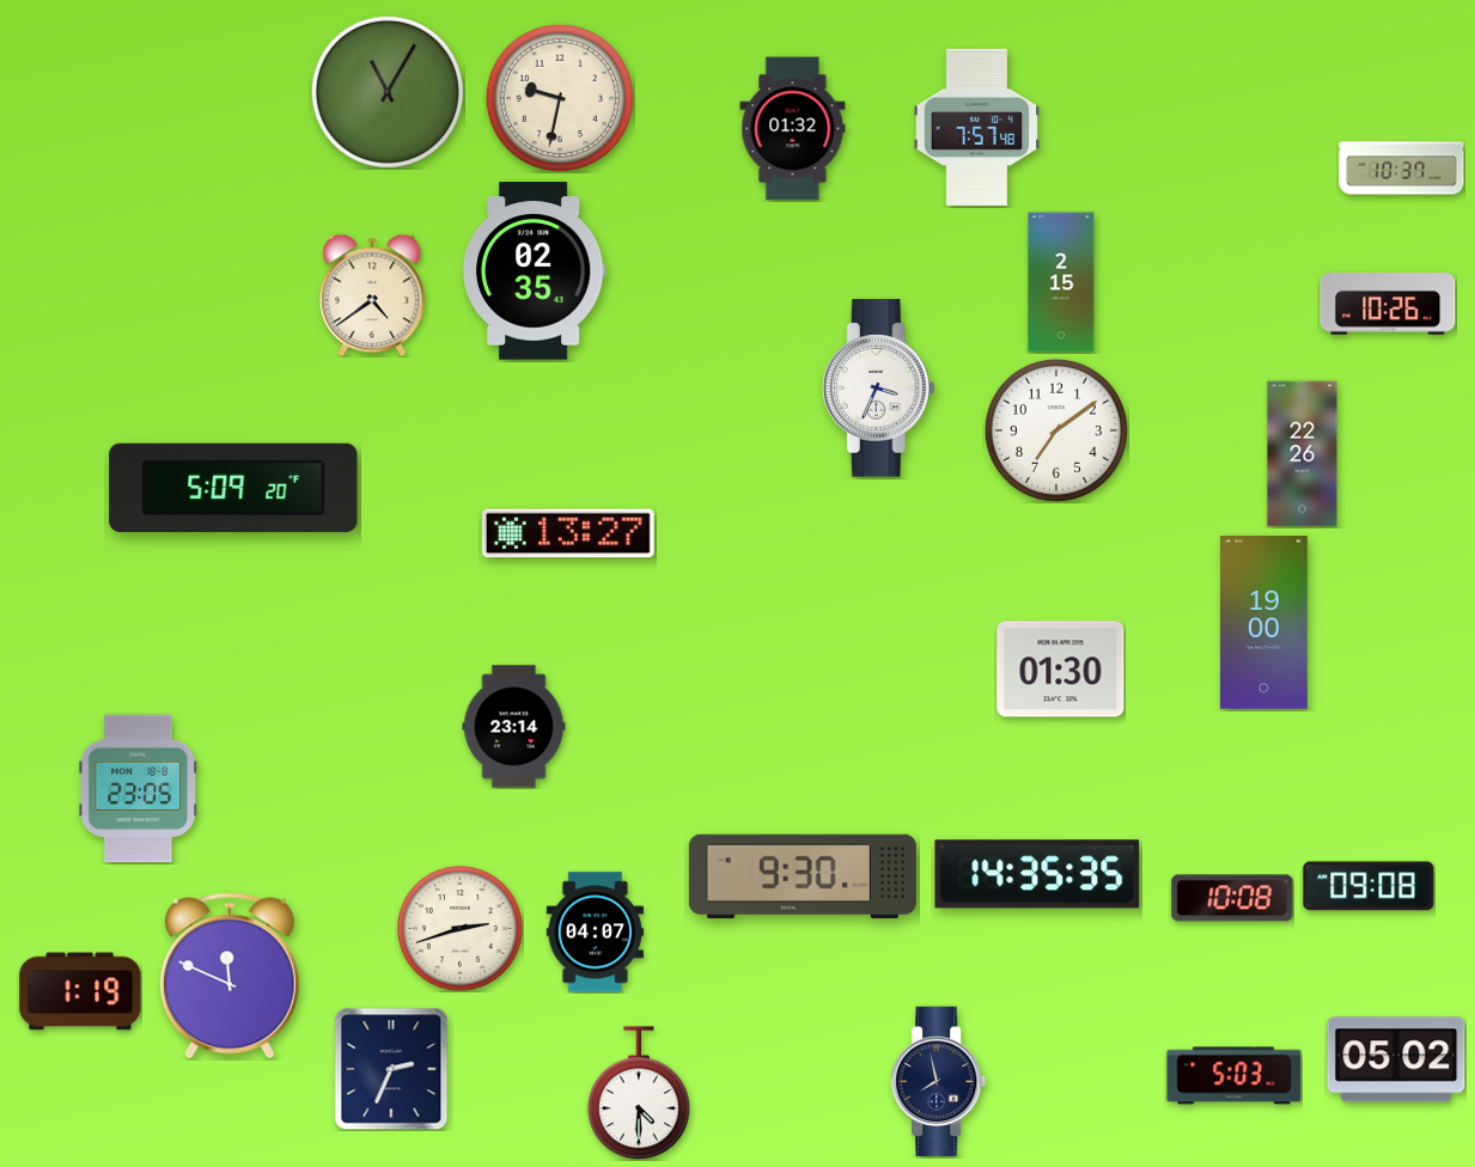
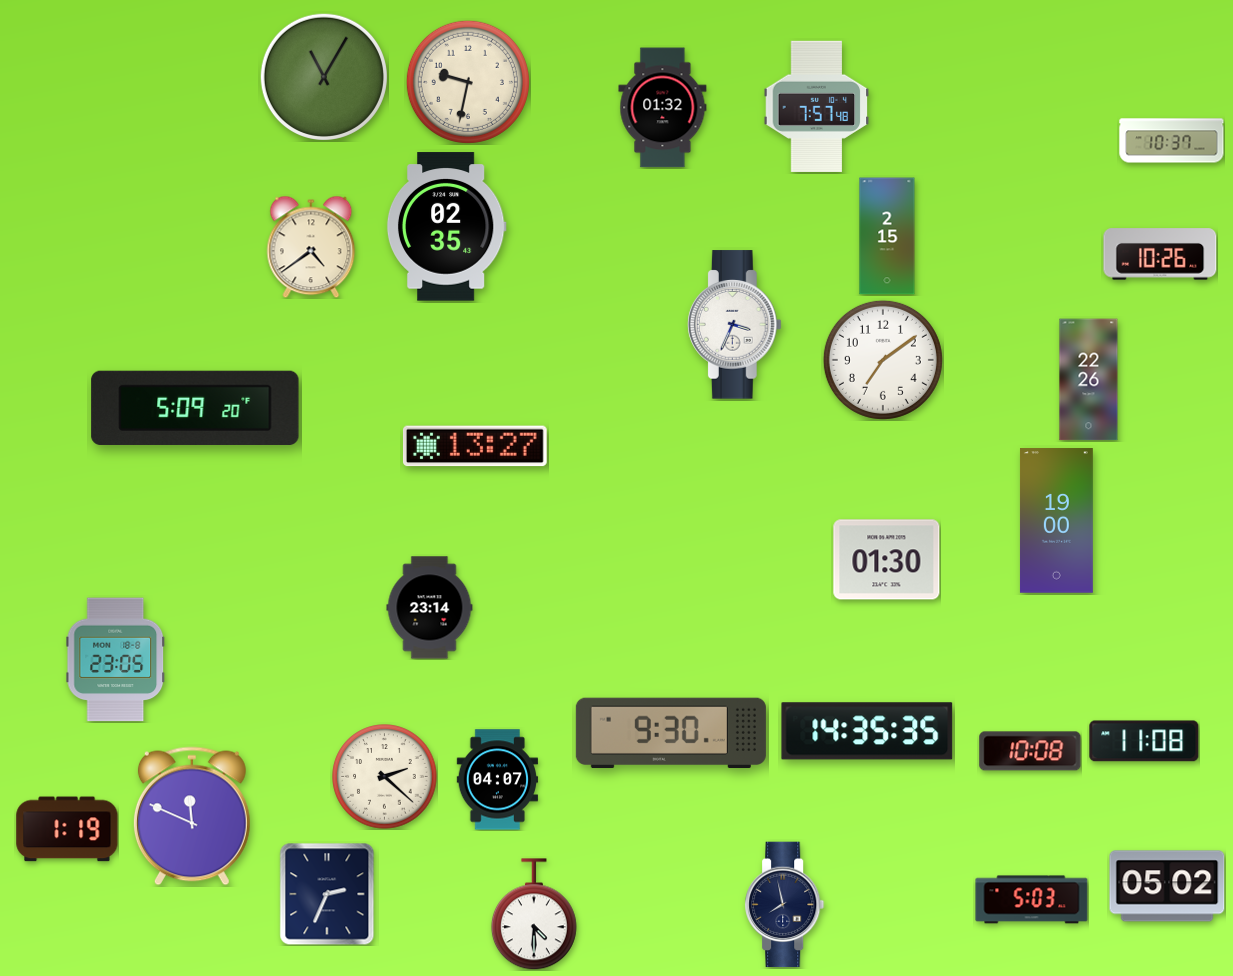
clock at (1369, 886): 09:08 -> 11:08
clock at (461, 929): 2:42 -> 2:22
